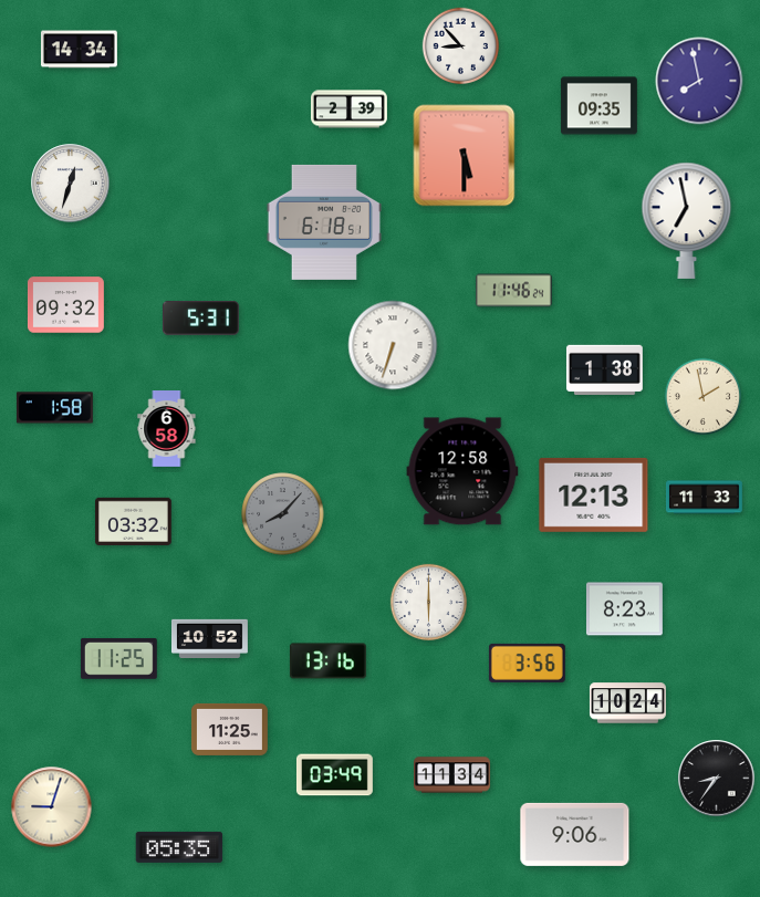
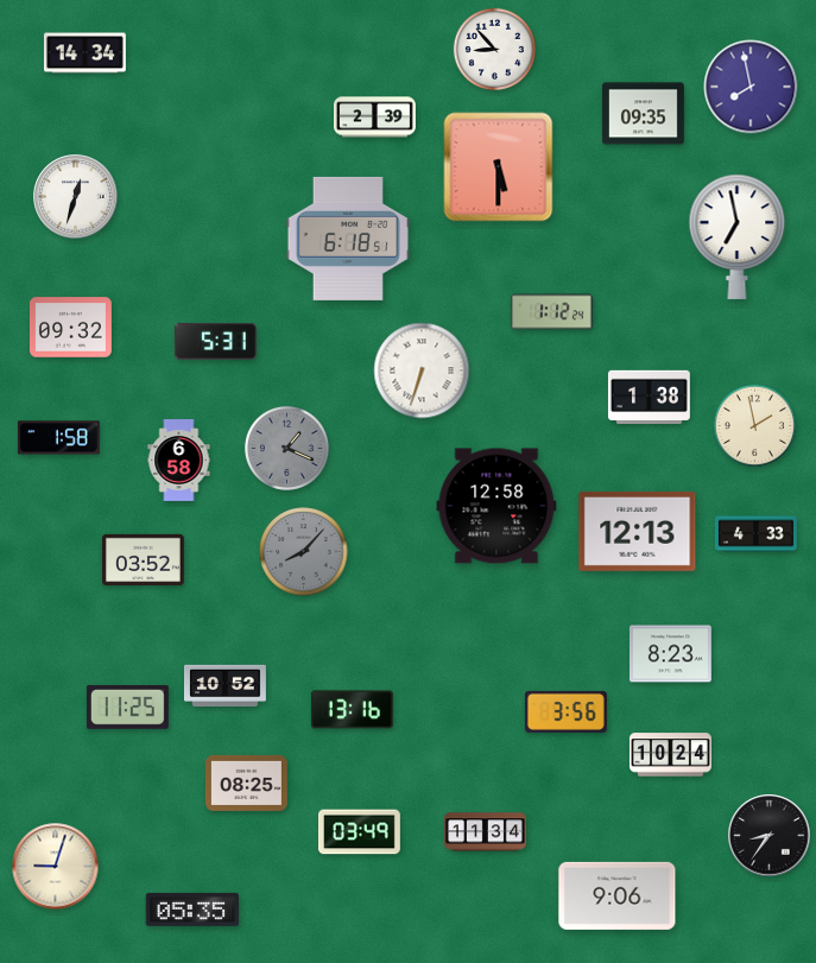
clock at (513, 291): 11:46 -> 1:12
clock at (286, 448): none -> 1:19
clock at (704, 498): 11:33 -> 4:33
clock at (133, 521): 03:32 -> 03:52
clock at (428, 602): 6:00 -> none
clock at (628, 703) position: (628, 703) -> (671, 755)
clock at (229, 729): 11:25 -> 08:25
